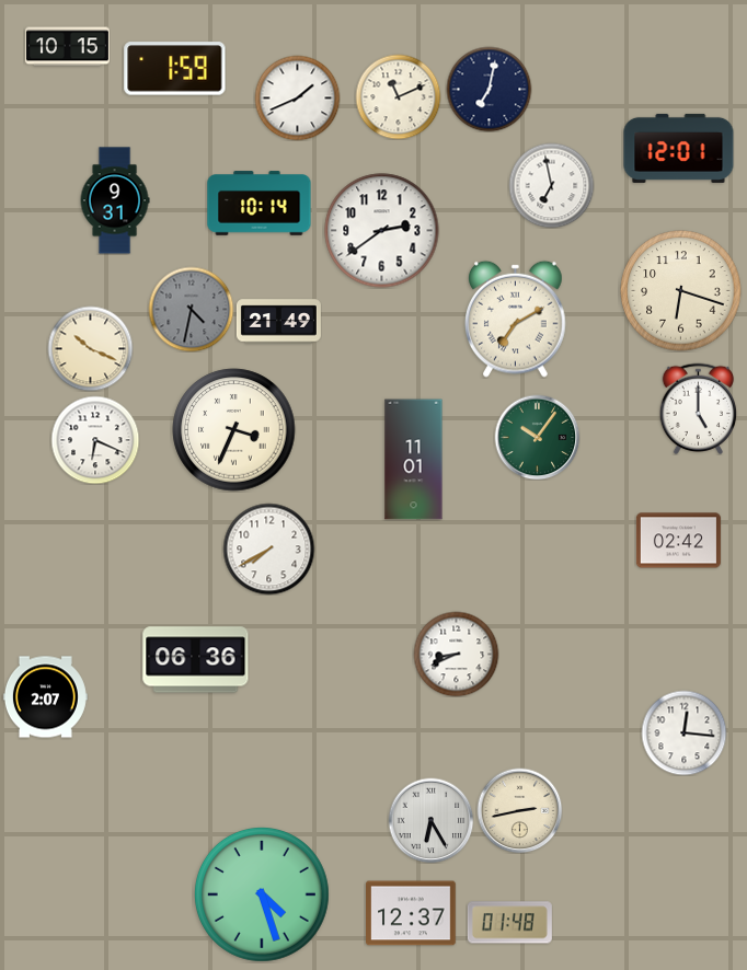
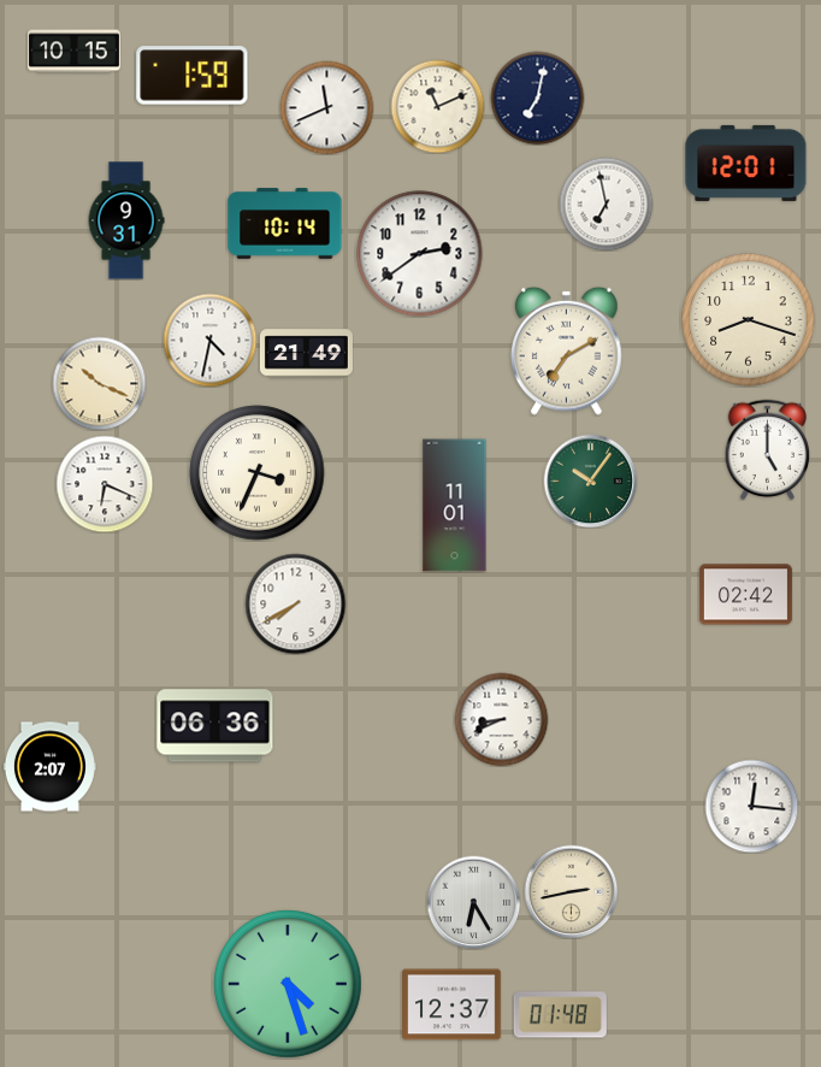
clock at (297, 97): 1:41 -> 11:41
clock at (681, 291): 6:18 -> 8:18
clock at (191, 309) dial: grey -> white
